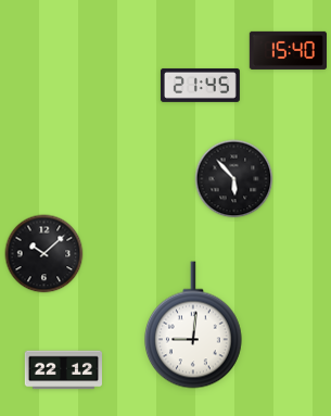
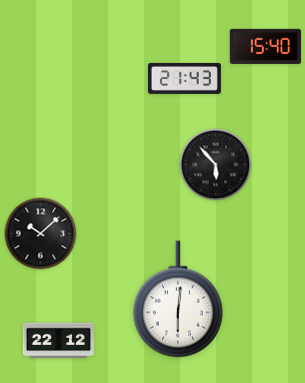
clock at (200, 85): 21:45 -> 21:43
clock at (193, 325): 9:01 -> 6:01
